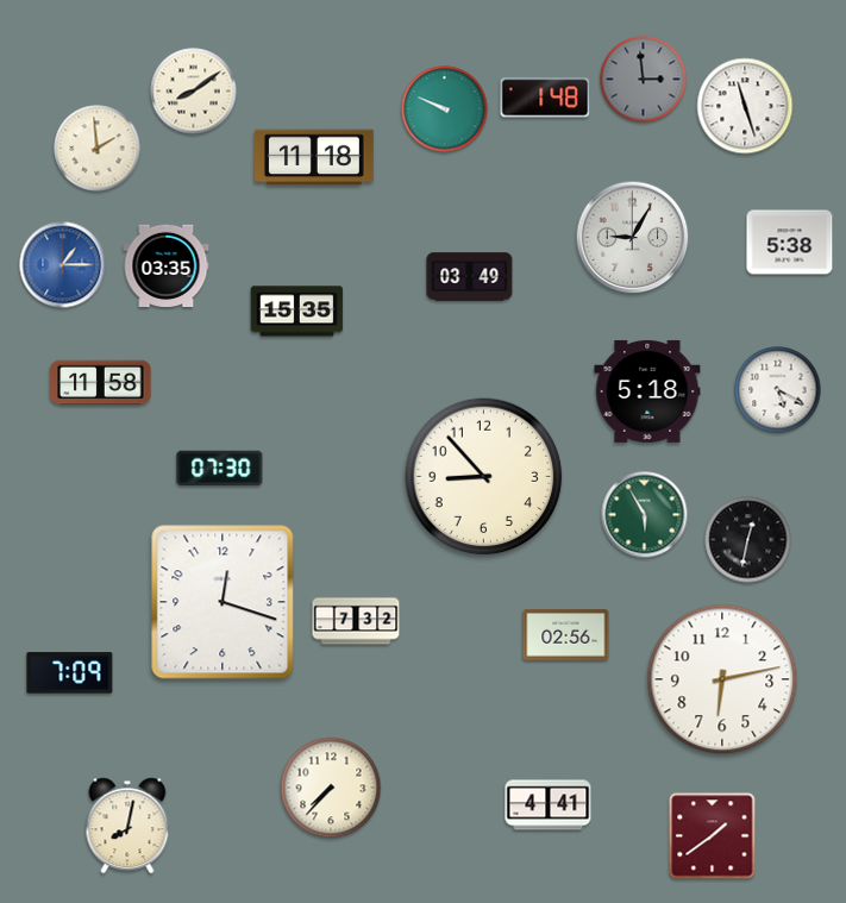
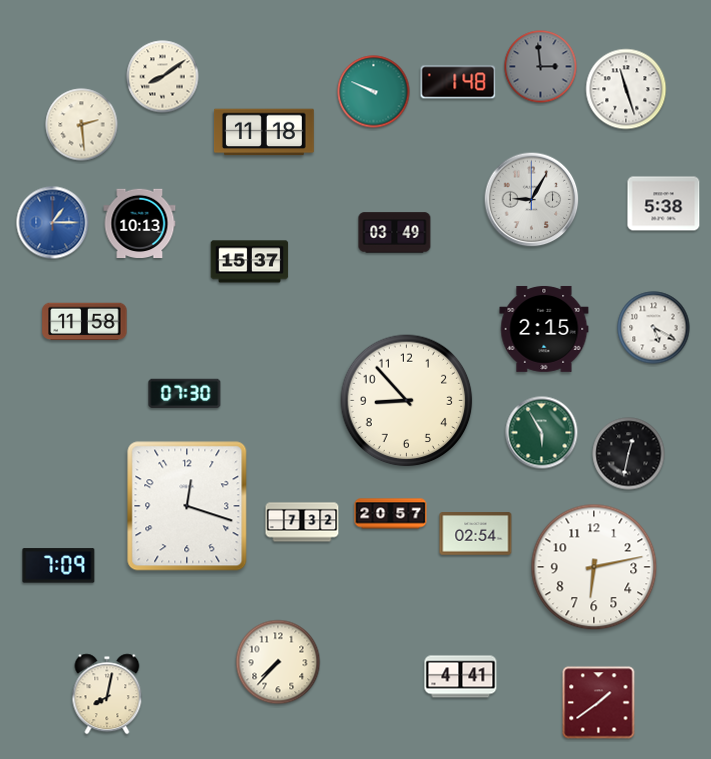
clock at (98, 149): 1:59 -> 2:29
clock at (167, 266): 03:35 -> 10:13
clock at (297, 312): 15:35 -> 15:37
clock at (647, 391): 5:18 -> 2:15
clock at (391, 514): none -> 20:57
clock at (356, 621) position: (356, 621) -> (302, 522)
clock at (566, 635): 02:56 -> 02:54
clock at (722, 679) position: (722, 679) -> (594, 567)
